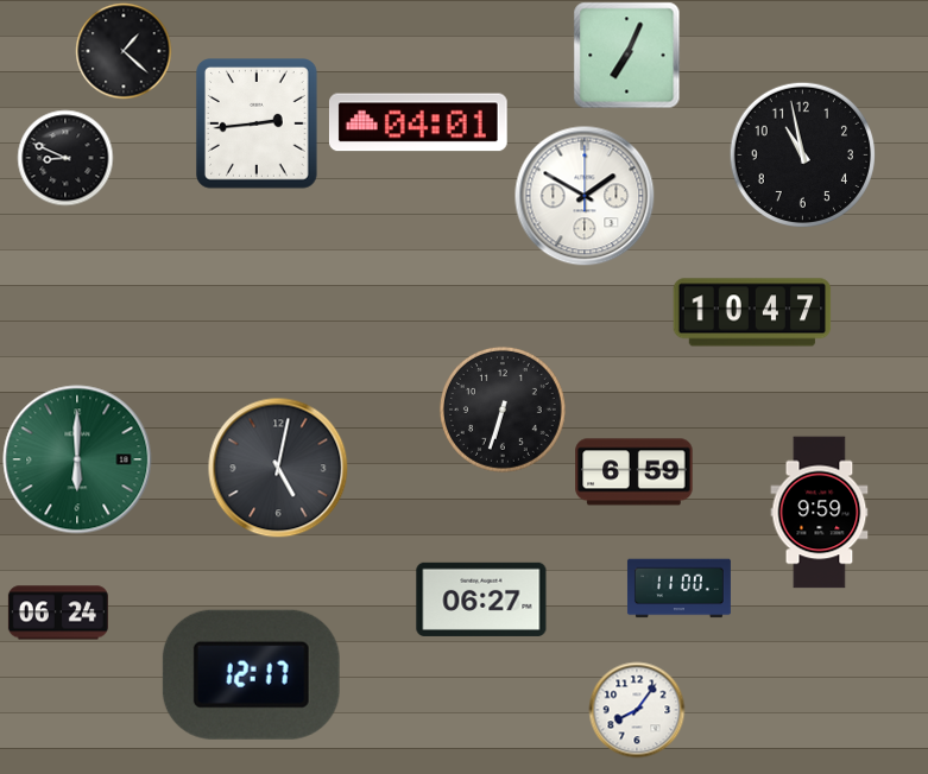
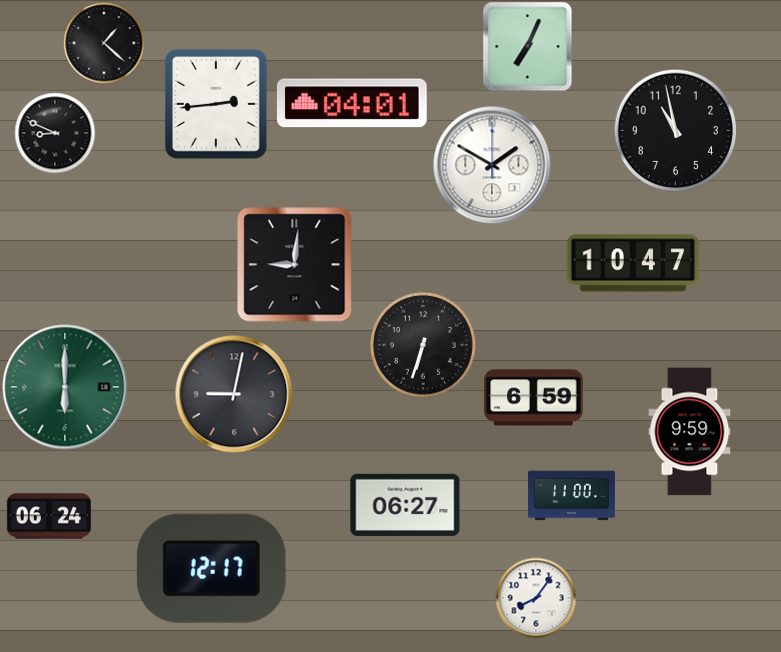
clock at (295, 265): none -> 9:01
clock at (278, 468): 5:02 -> 9:02
